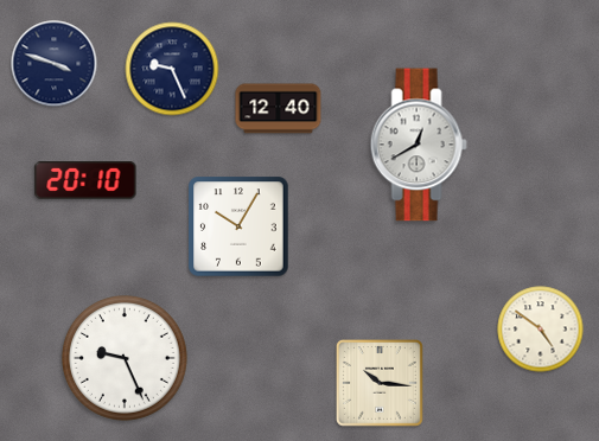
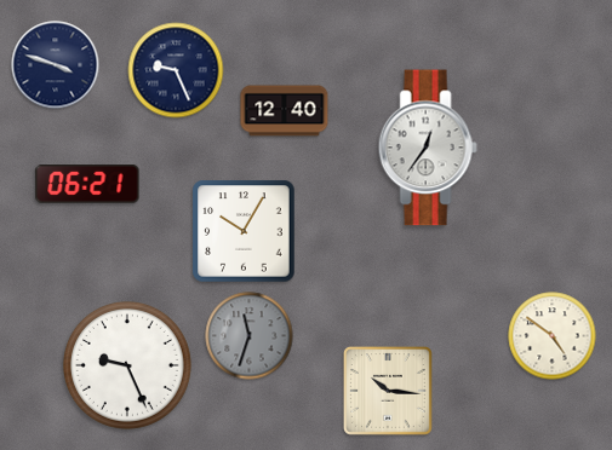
clock at (419, 145): 12:40 -> 12:36
clock at (85, 181): 20:10 -> 06:21
clock at (250, 336): none -> 11:33
